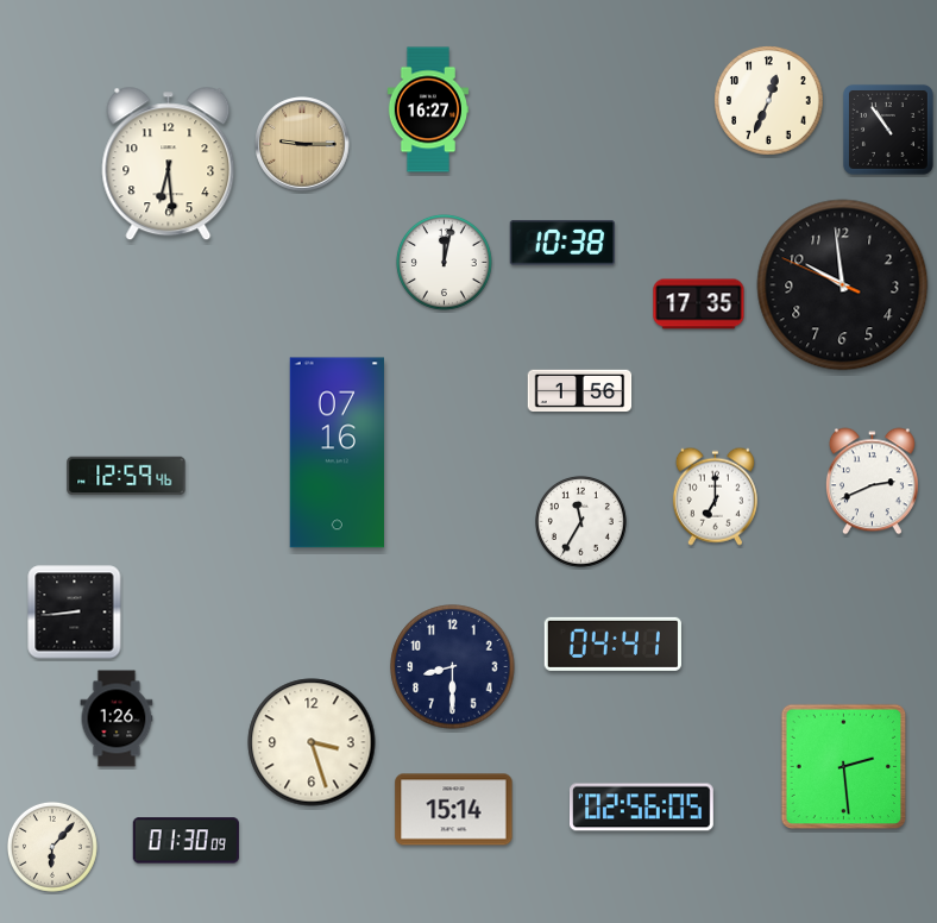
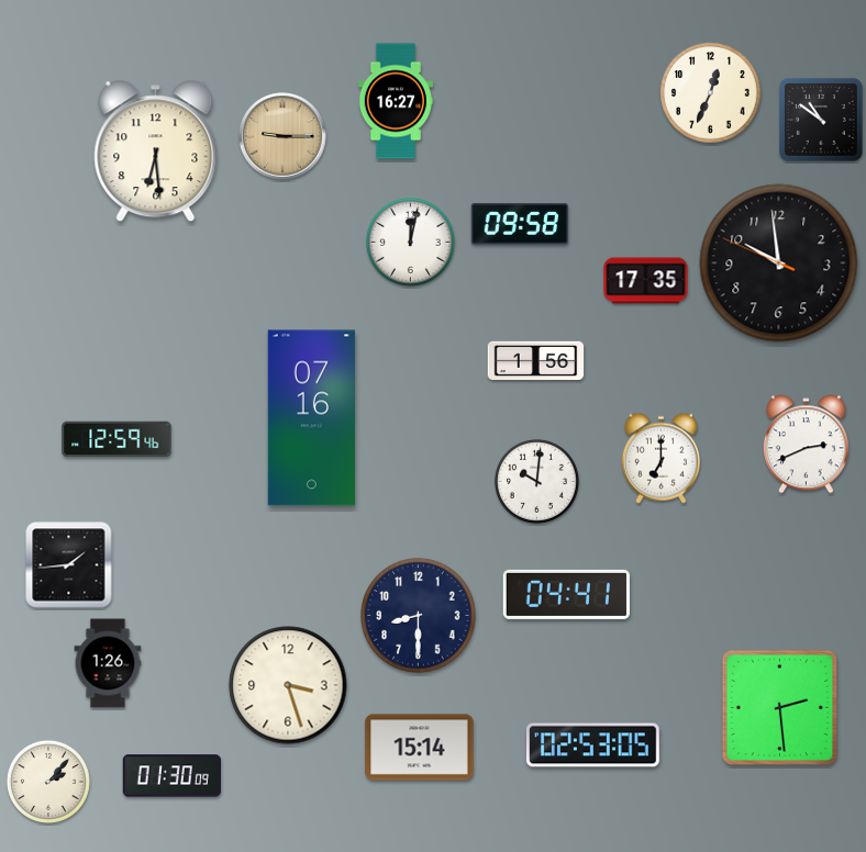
clock at (888, 130): 10:54 -> 10:51
clock at (302, 144) position: (302, 144) -> (282, 136)
clock at (561, 243): 10:38 -> 09:58
clock at (580, 521): 11:35 -> 10:01
clock at (75, 613): 8:44 -> 1:44
clock at (642, 808): 02:56 -> 02:53
clock at (52, 847): 6:07 -> 2:07
